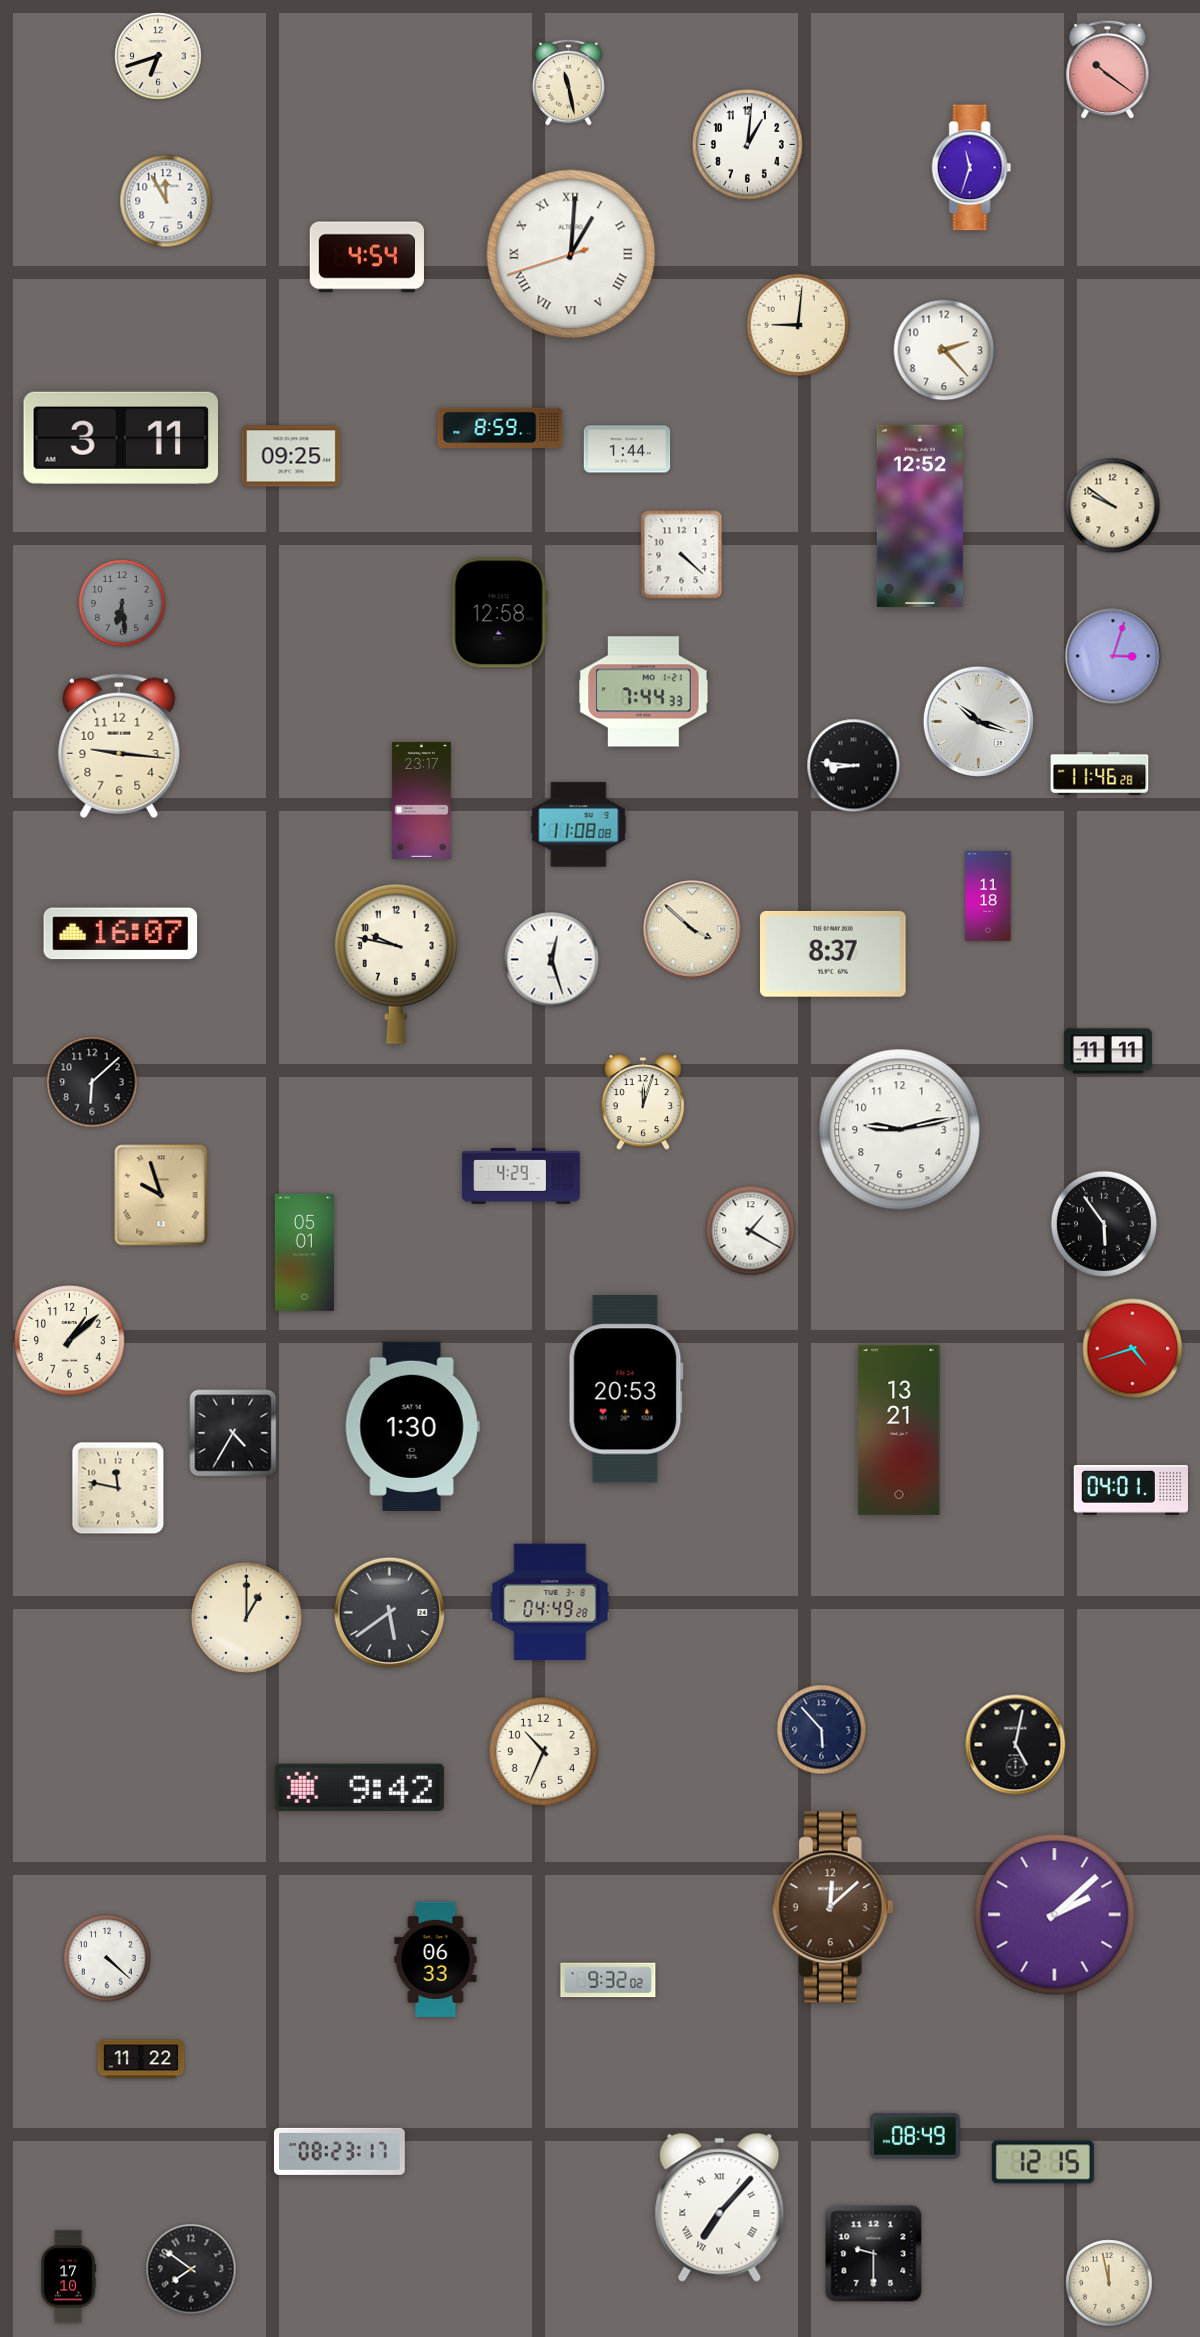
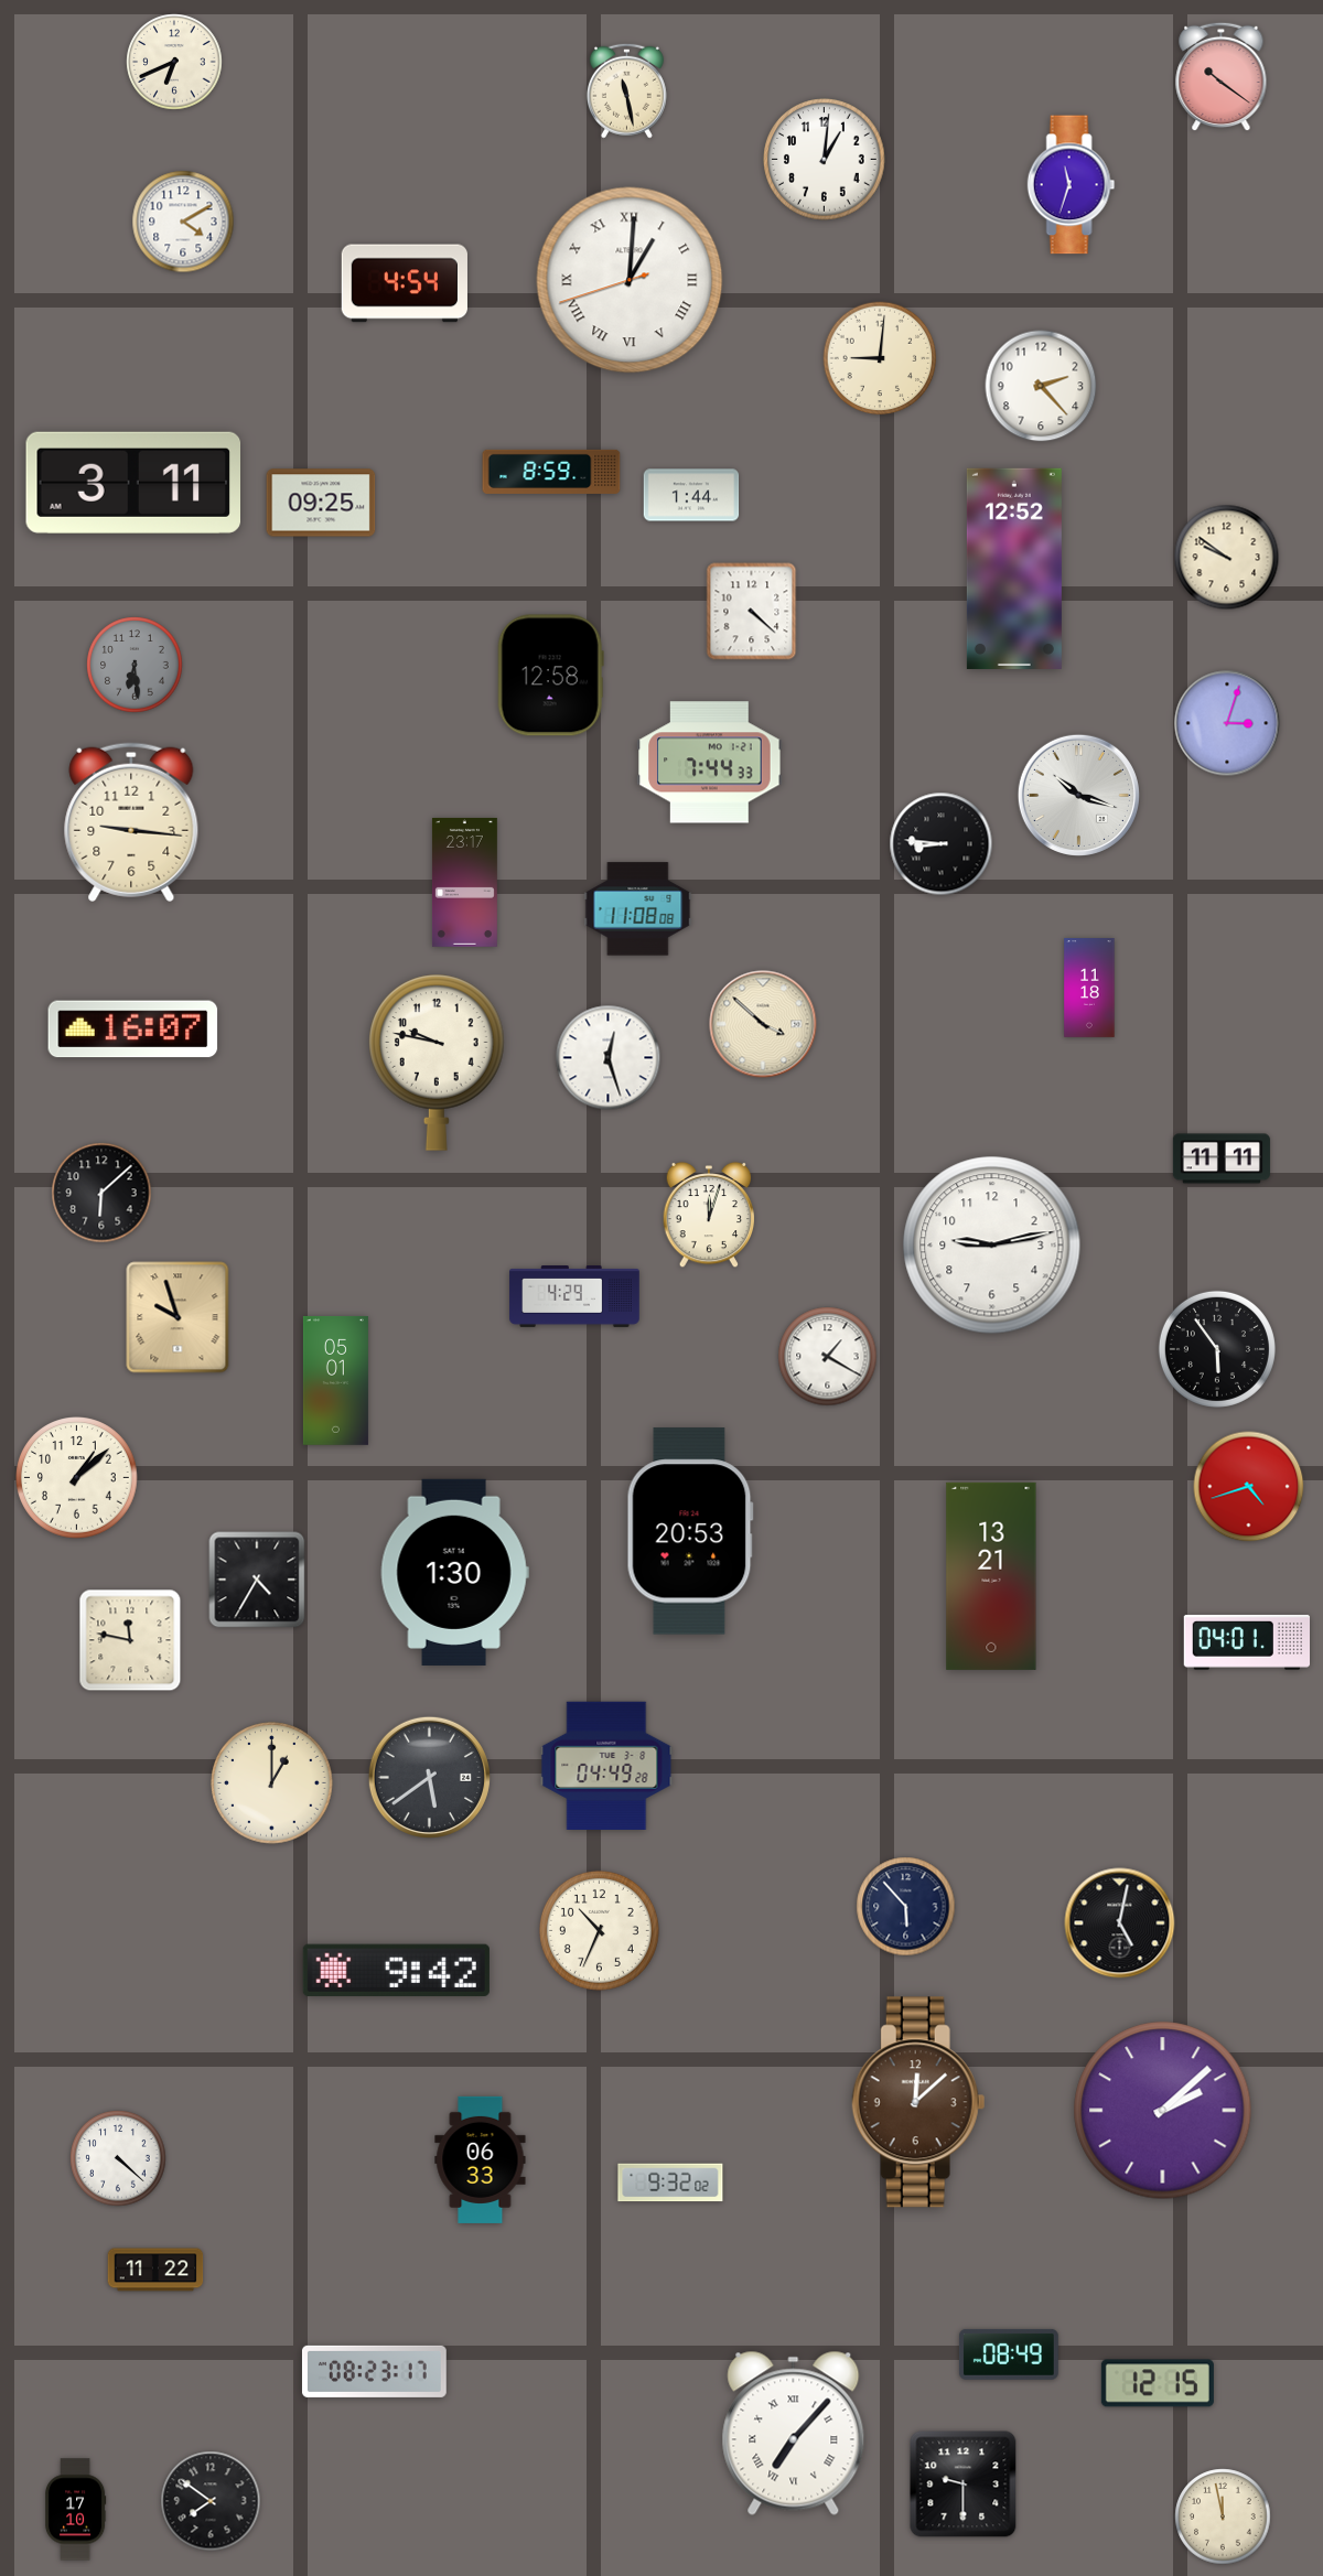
clock at (158, 56): 6:42 -> 6:41
clock at (166, 201): 11:55 -> 4:10
clock at (1100, 774): 11:46 -> none
clock at (834, 954): 8:37 -> none
clock at (1043, 2162) position: (1043, 2162) -> (1158, 2383)
